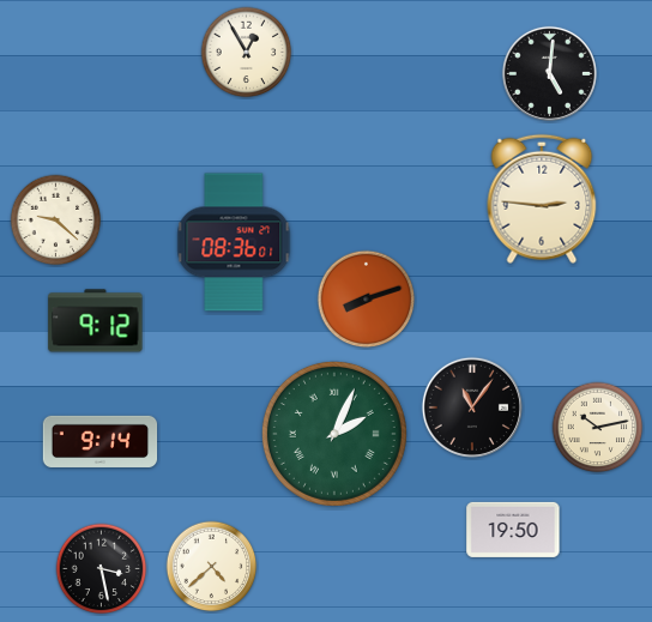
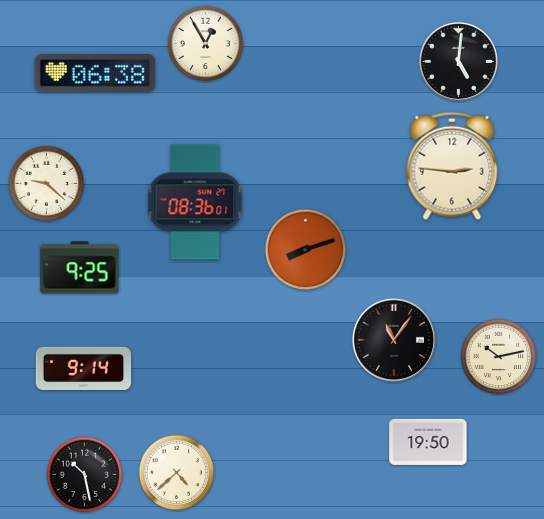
clock at (95, 73): none -> 06:38
clock at (96, 321): 9:12 -> 9:25
clock at (334, 434): 2:04 -> none
clock at (102, 569): 3:28 -> 10:28
